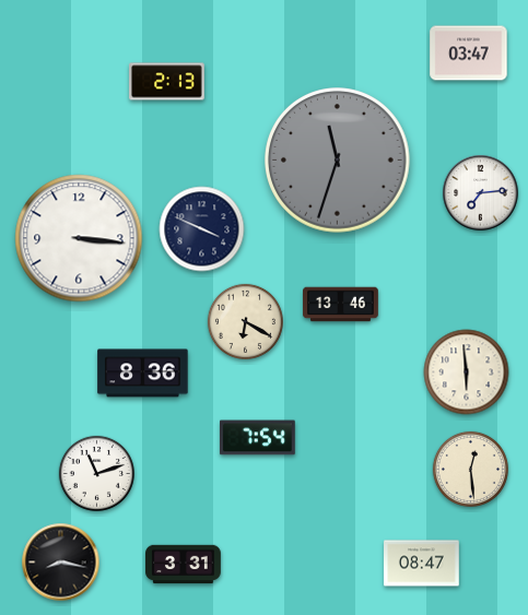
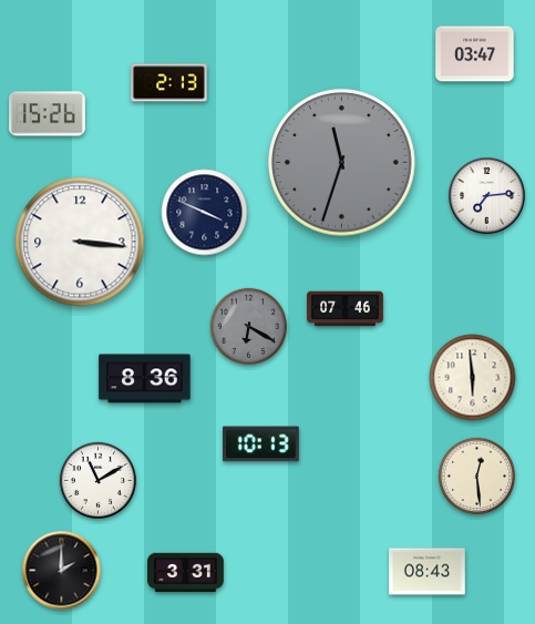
clock at (48, 114): none -> 15:26
clock at (202, 229) position: (202, 229) -> (205, 213)
clock at (341, 305): 13:46 -> 07:46
clock at (245, 321) dial: cream -> grey
clock at (258, 438): 7:54 -> 10:13
clock at (96, 473): 11:12 -> 11:10
clock at (61, 563): 8:17 -> 2:00
clock at (422, 564): 08:47 -> 08:43
